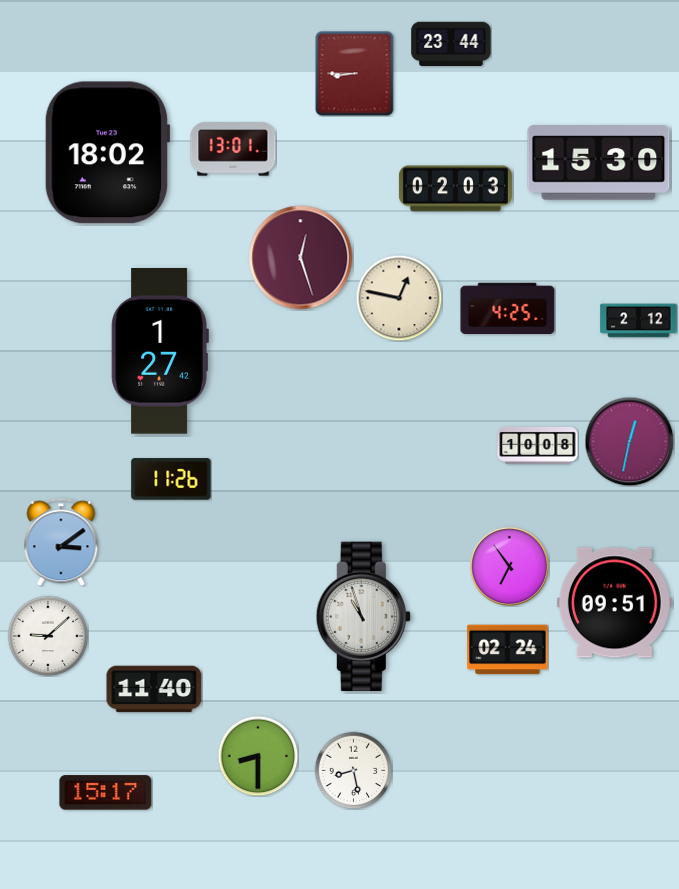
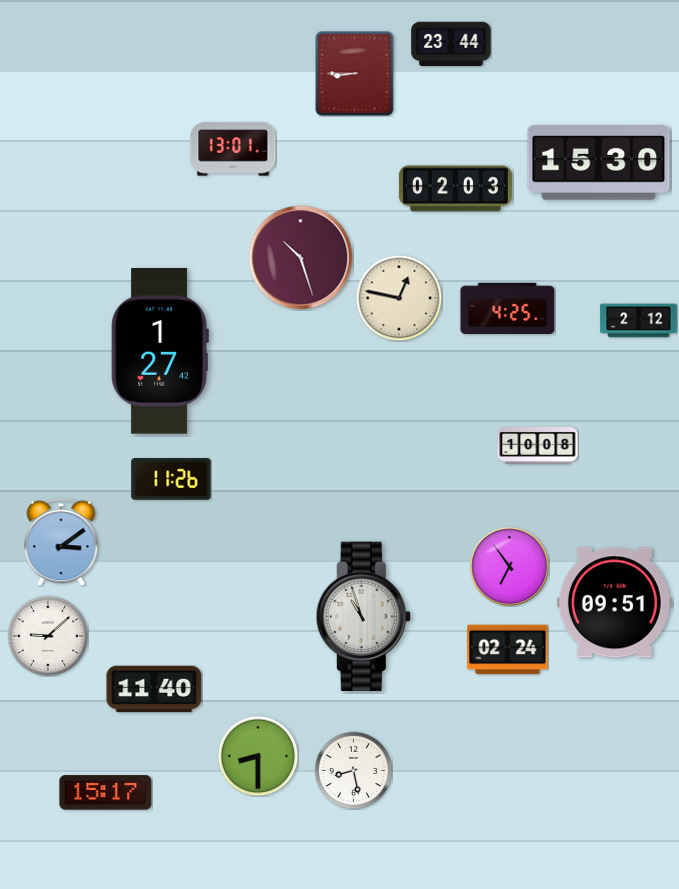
clock at (107, 153): 18:02 -> none
clock at (301, 258): 12:27 -> 10:27
clock at (629, 441): 12:32 -> none
